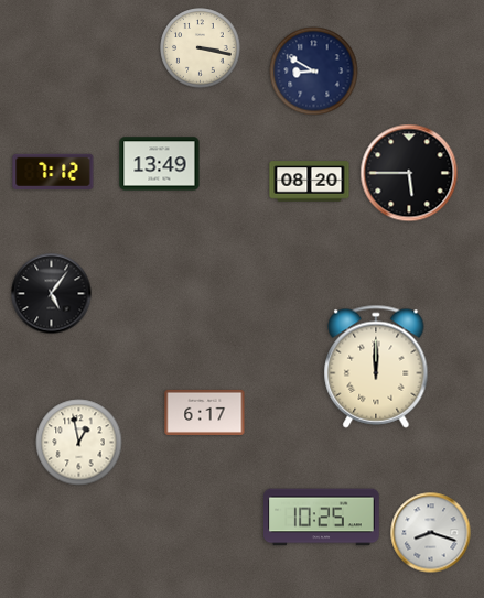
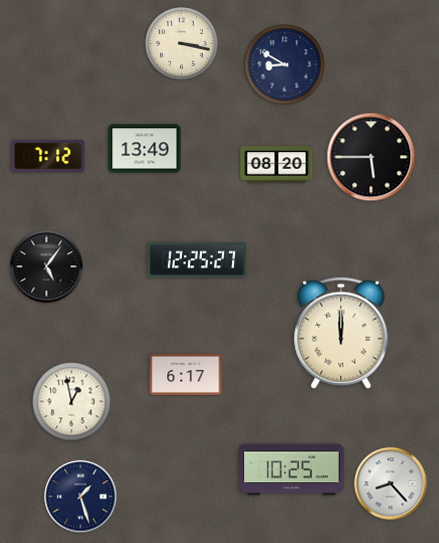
clock at (310, 182) position: (310, 182) -> (277, 165)
clock at (197, 260): none -> 12:25
clock at (431, 533): 8:18 -> 8:23
clock at (81, 497): none -> 1:27
